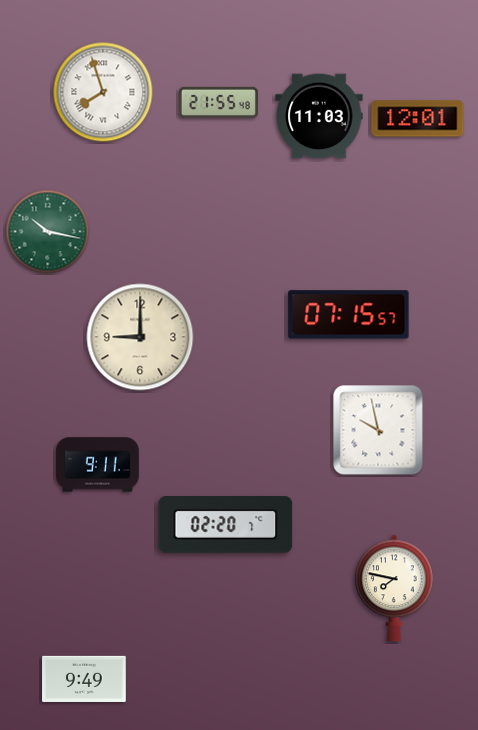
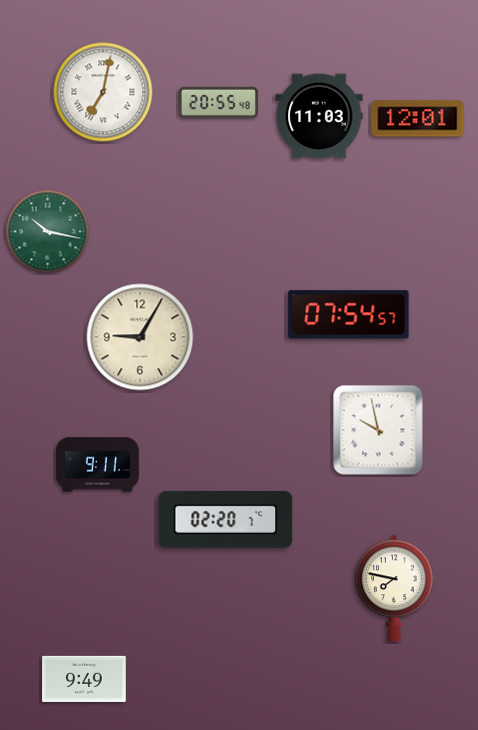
clock at (103, 92): 7:57 -> 7:02
clock at (218, 102): 21:55 -> 20:55
clock at (349, 315): 07:15 -> 07:54
clock at (140, 337): 9:00 -> 9:05
clock at (226, 525) position: (226, 525) -> (226, 520)
